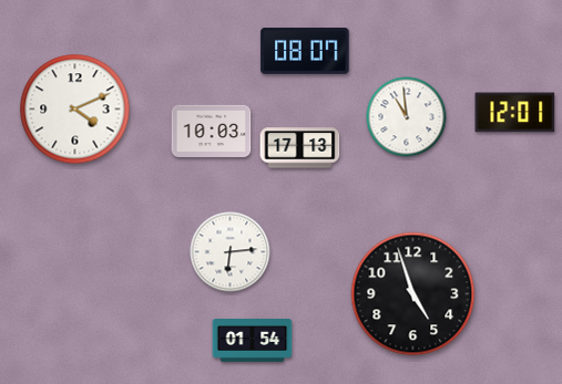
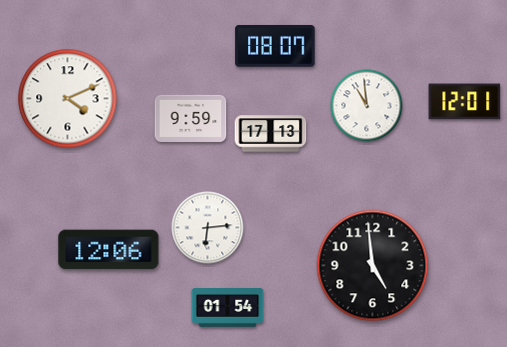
clock at (212, 131): 10:03 -> 9:59
clock at (109, 250): none -> 12:06
clock at (413, 294): 4:57 -> 4:59
